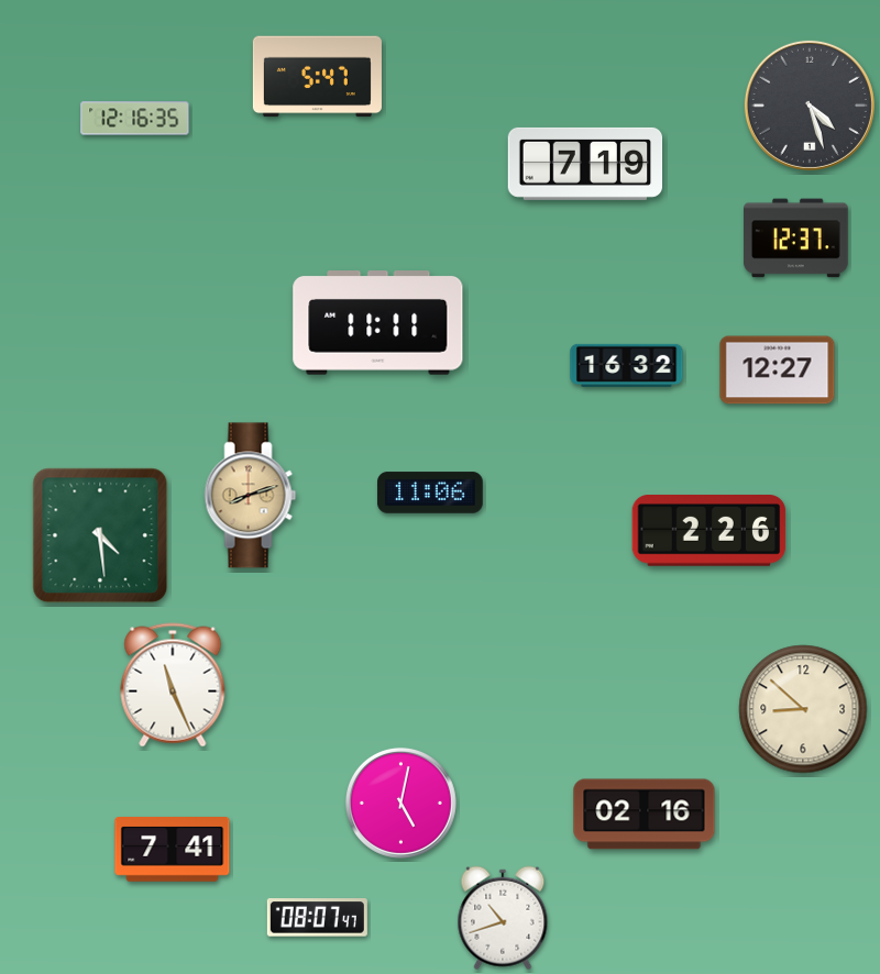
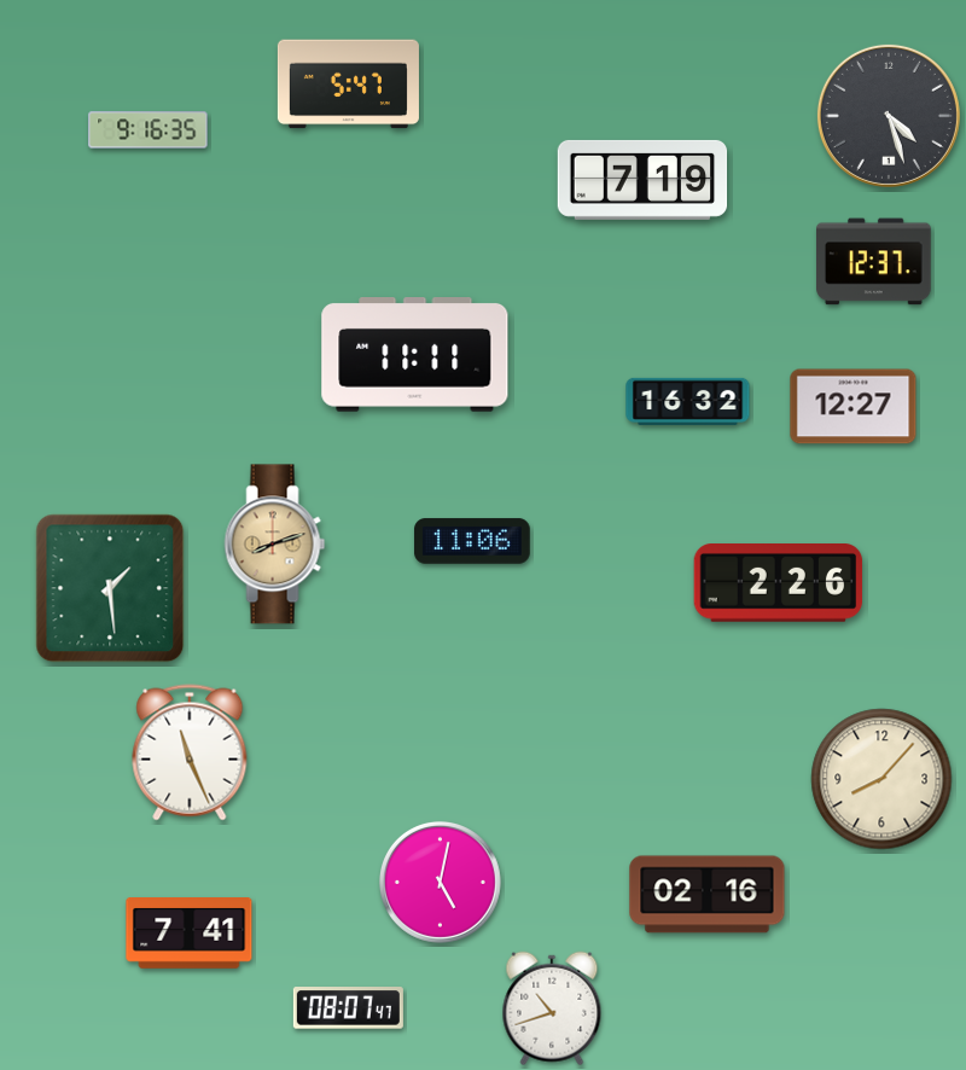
clock at (135, 119): 12:16 -> 9:16
clock at (100, 535): 4:29 -> 1:29
clock at (803, 709): 8:52 -> 8:07
